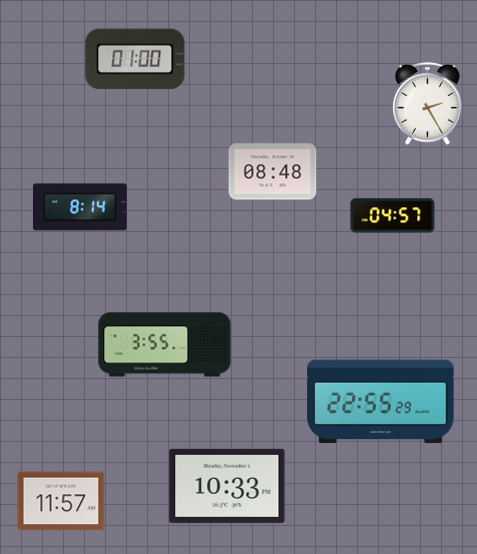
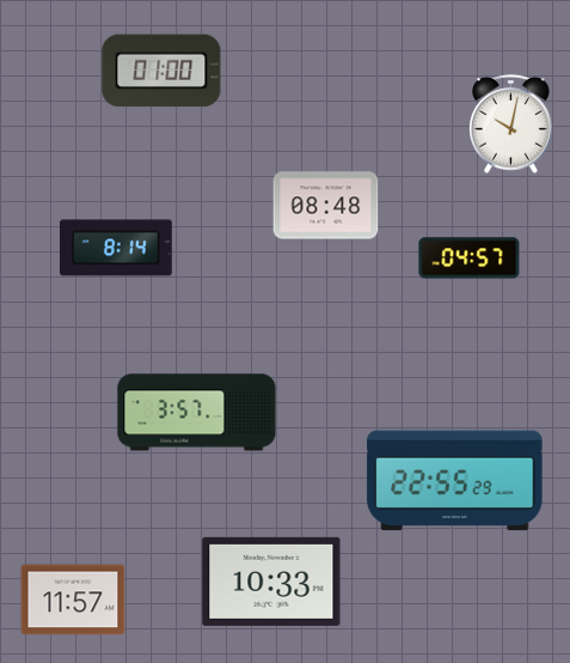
clock at (428, 103): 2:25 -> 10:02
clock at (80, 207) position: (80, 207) -> (116, 248)
clock at (165, 345): 3:55 -> 3:57
